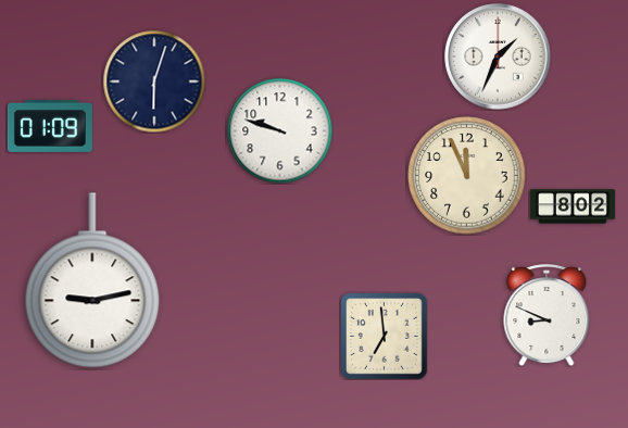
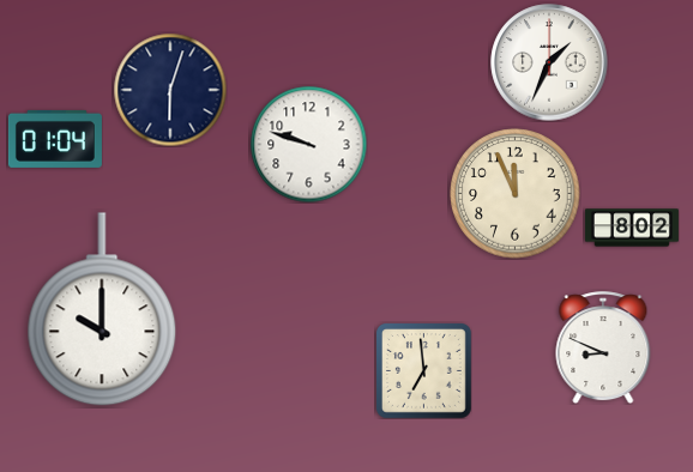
clock at (50, 126): 01:09 -> 01:04
clock at (92, 280): 9:13 -> 10:00
